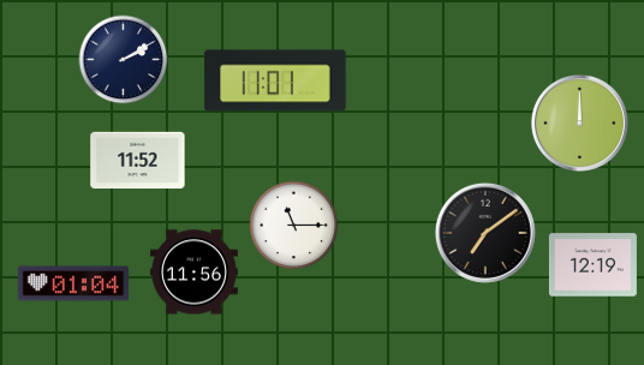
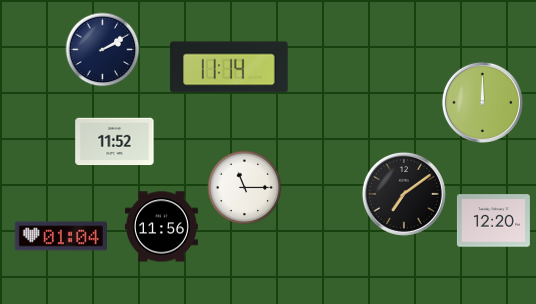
clock at (275, 80): 11:01 -> 11:14
clock at (138, 161) position: (138, 161) -> (115, 142)
clock at (592, 265): 12:19 -> 12:20
